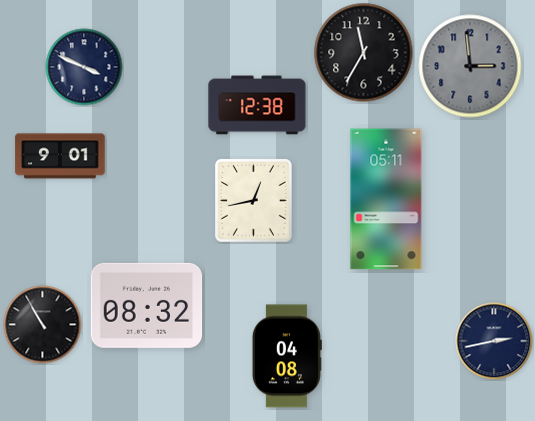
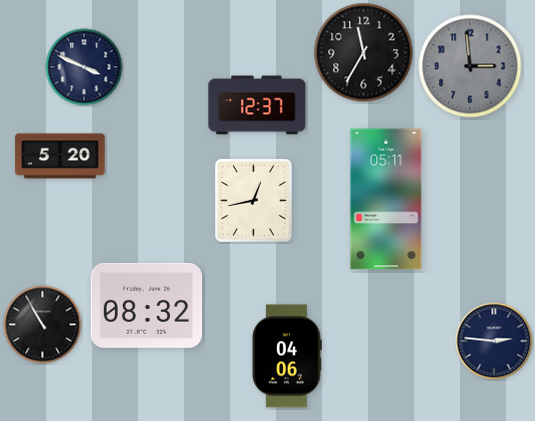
clock at (257, 105): 12:38 -> 12:37
clock at (60, 156): 9:01 -> 5:20
clock at (494, 341): 2:43 -> 2:46
clock at (287, 356): 04:08 -> 04:06
